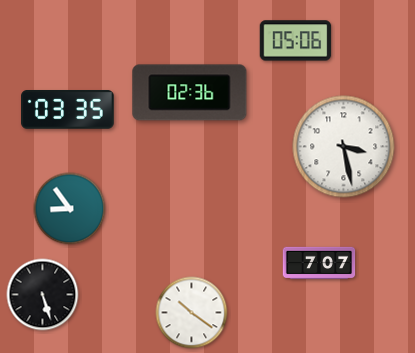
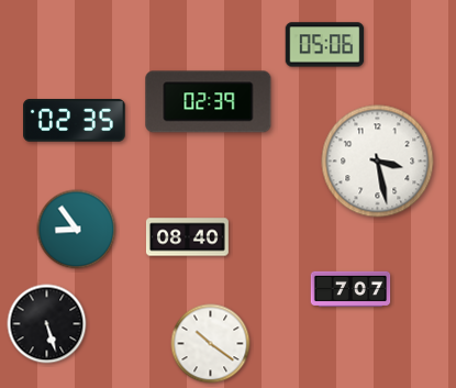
clock at (190, 93): 02:36 -> 02:39
clock at (68, 110): 03:35 -> 02:35
clock at (187, 237): none -> 08:40
